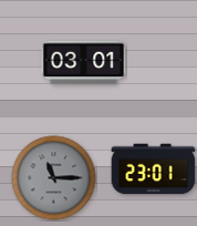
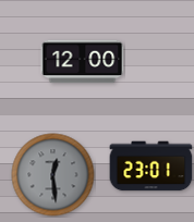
clock at (84, 63): 03:01 -> 12:00
clock at (54, 178): 11:15 -> 12:29
